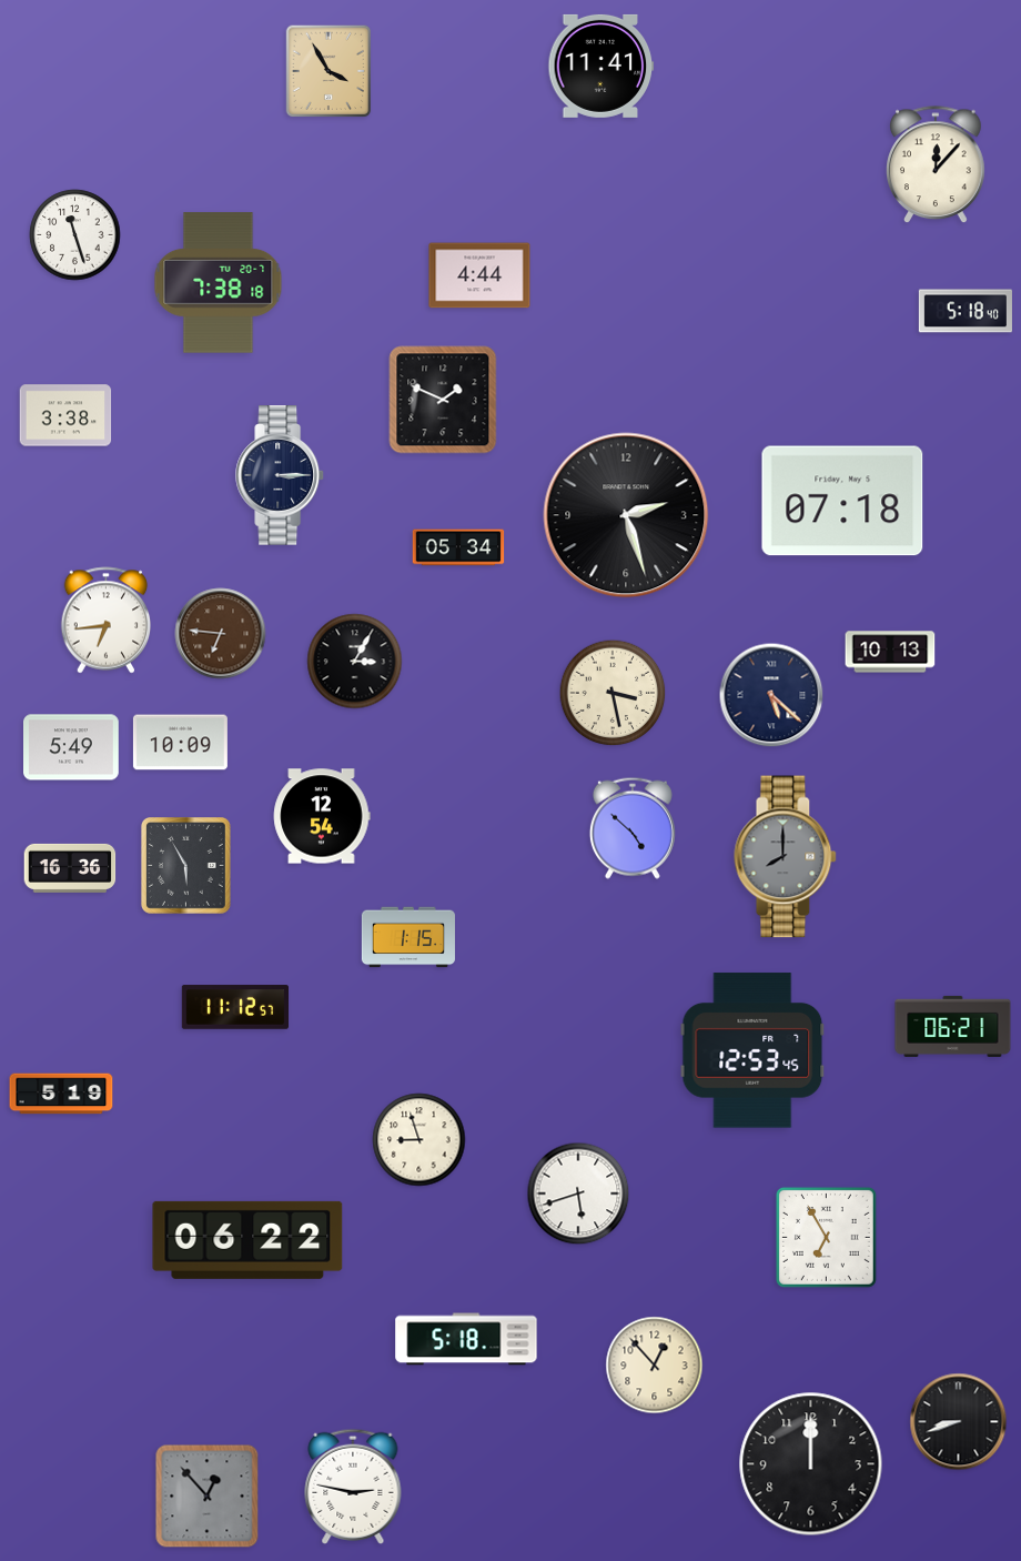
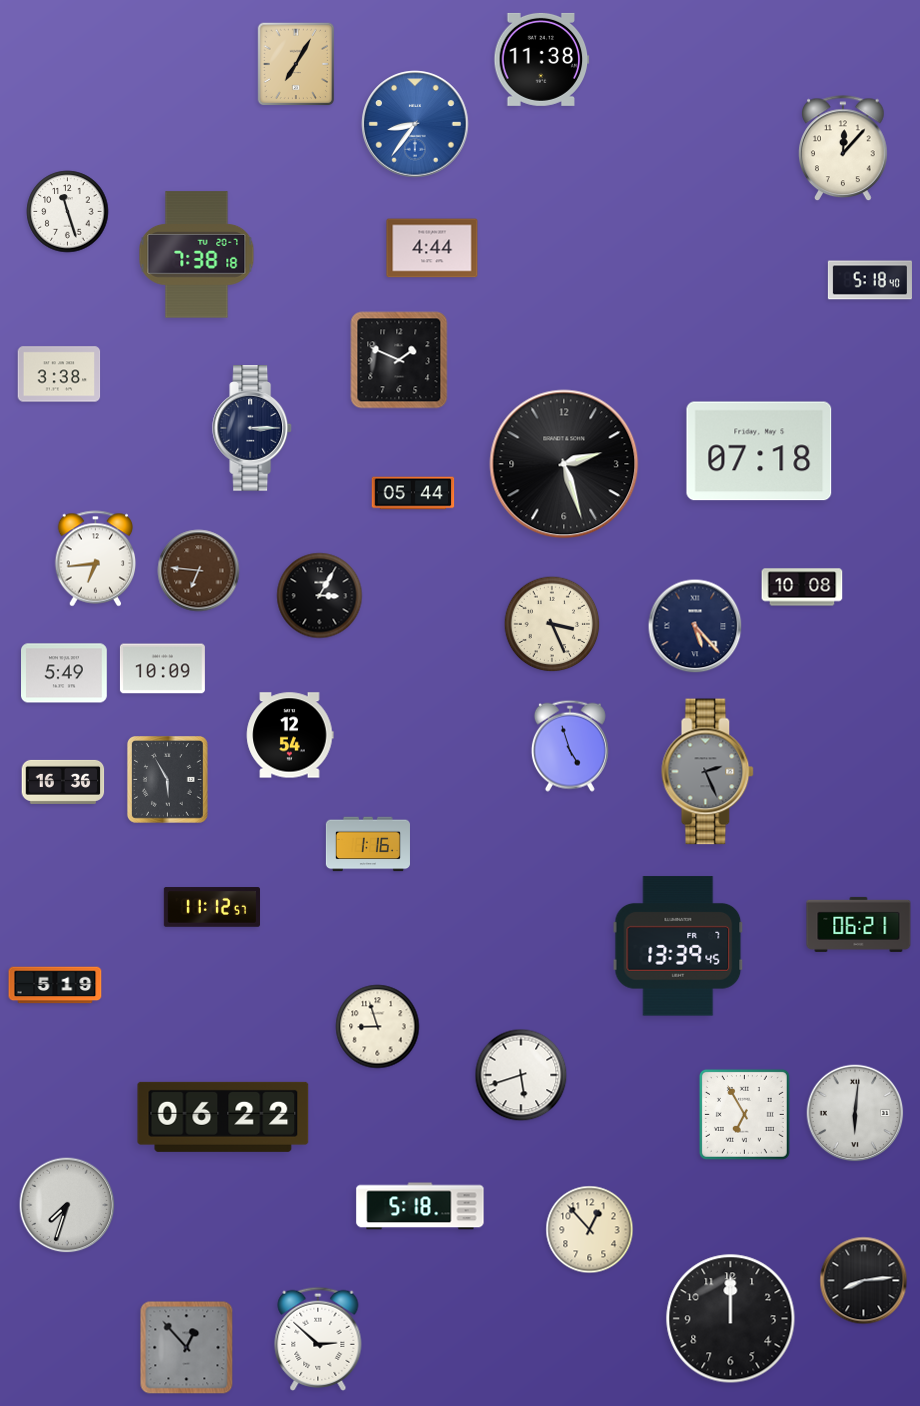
clock at (602, 66): 11:41 -> 11:38
clock at (328, 71): 3:55 -> 7:05
clock at (415, 124): none -> 8:36
clock at (458, 547): 05:34 -> 05:44
clock at (890, 652): 10:13 -> 10:08
clock at (613, 693): 3:28 -> 3:26
clock at (771, 695): 5:22 -> 5:23
clock at (633, 828): 4:52 -> 4:57
clock at (786, 857): 8:00 -> 2:26
clock at (408, 937): 1:15 -> 1:16
clock at (752, 1050): 12:53 -> 13:39
clock at (855, 1113): none -> 6:01
clock at (67, 1205): none -> 7:33
clock at (959, 1422): 8:42 -> 8:14
clock at (353, 1487): 2:47 -> 2:52
